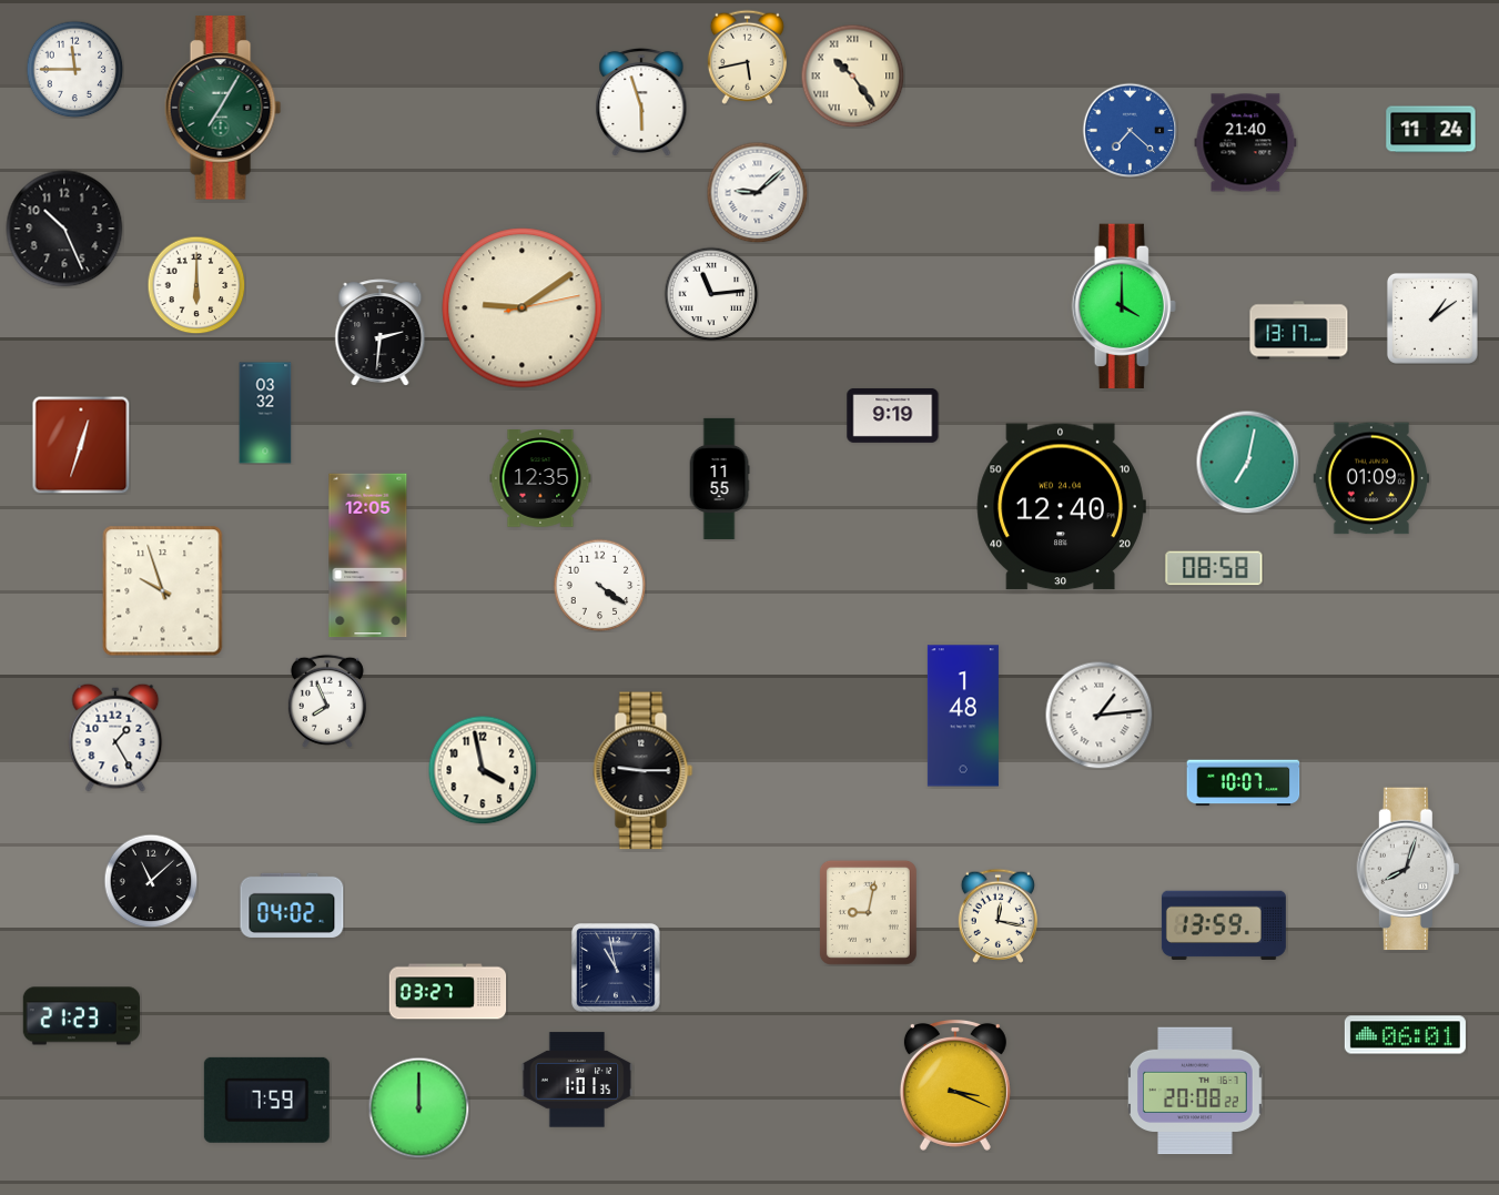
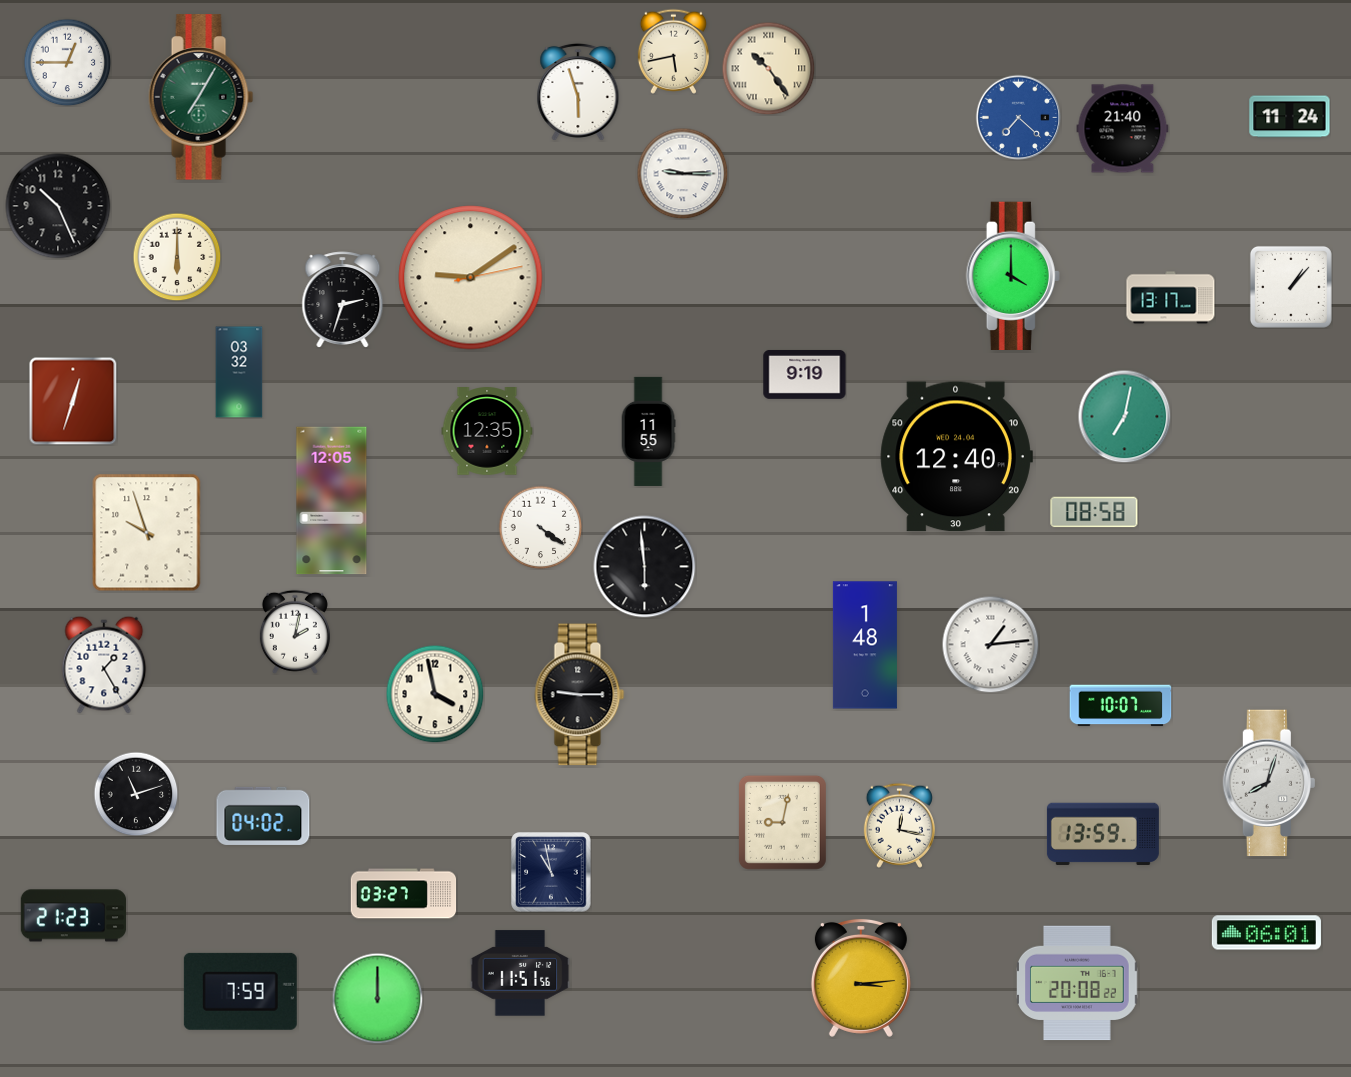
clock at (74, 69): 11:45 -> 12:45
clock at (757, 192): 9:08 -> 9:15
clock at (711, 294): 11:14 -> none
clock at (1432, 318): 1:09 -> 1:07
clock at (381, 333): 2:31 -> 2:33
clock at (1371, 478): 01:09 -> none
clock at (645, 567): none -> 5:59
clock at (327, 701): 7:56 -> 2:02
clock at (963, 716) position: (963, 716) -> (865, 645)
clock at (151, 881): 11:08 -> 11:12
clock at (616, 968) position: (616, 968) -> (551, 872)
clock at (577, 1080): 1:01 -> 11:51
clock at (955, 1085): 3:19 -> 3:14
